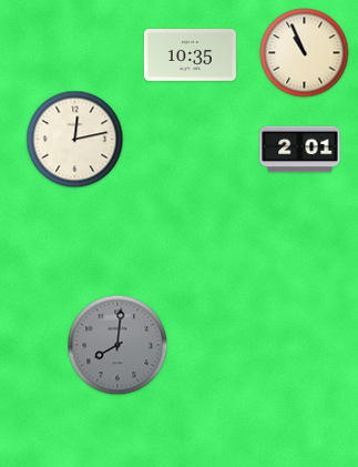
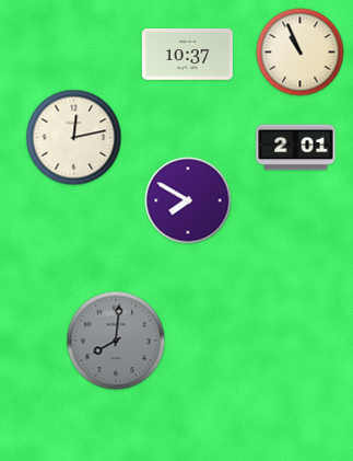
clock at (190, 55): 10:35 -> 10:37
clock at (188, 200): none -> 7:50
